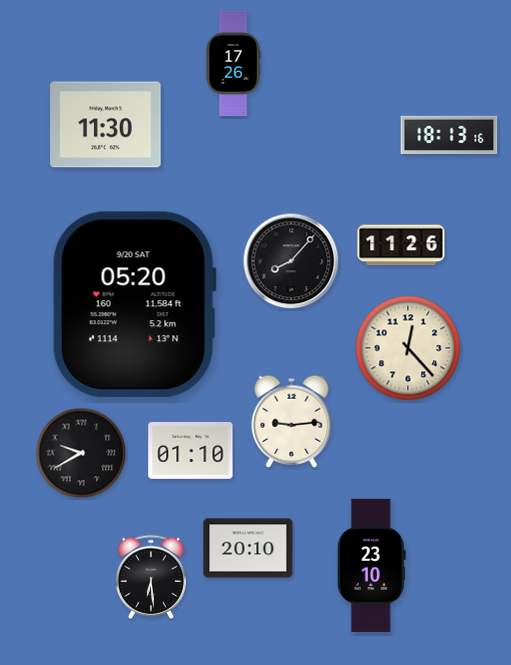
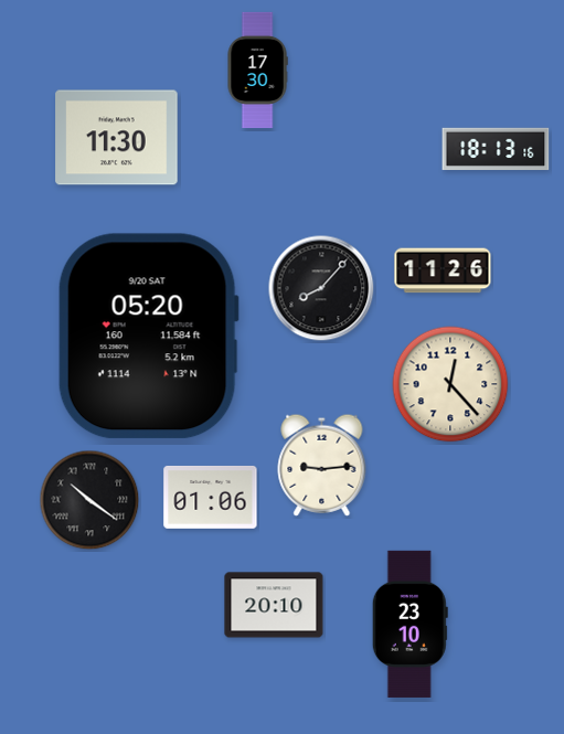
clock at (233, 63): 17:26 -> 17:30
clock at (191, 450): 01:10 -> 01:06
clock at (81, 453): 9:40 -> 10:21
clock at (150, 577): 6:29 -> none
